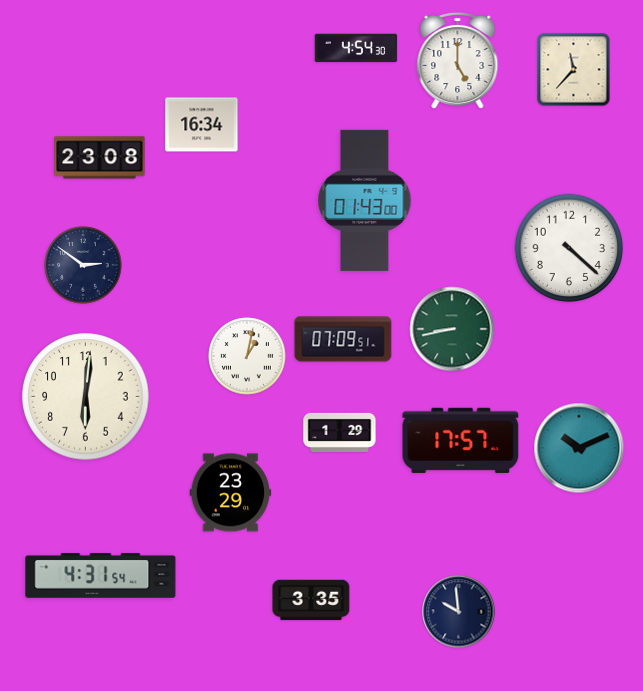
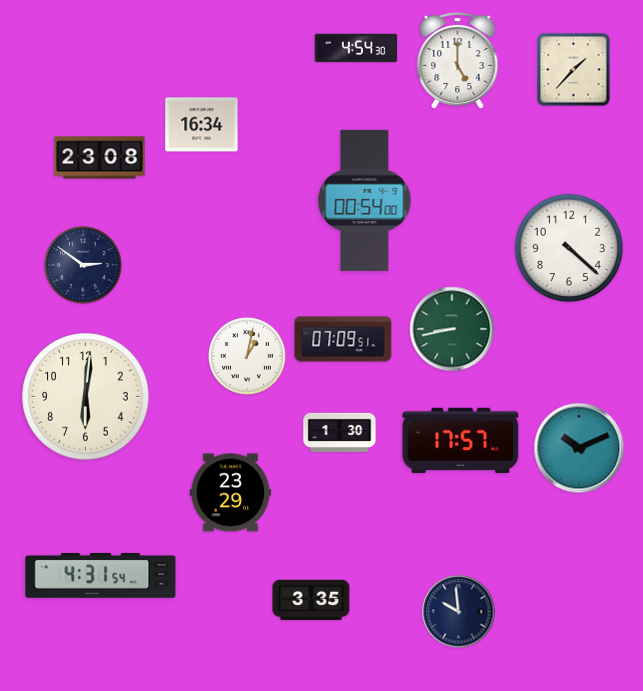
clock at (574, 70): 11:37 -> 1:37
clock at (365, 200): 01:43 -> 00:54
clock at (340, 432): 1:29 -> 1:30
